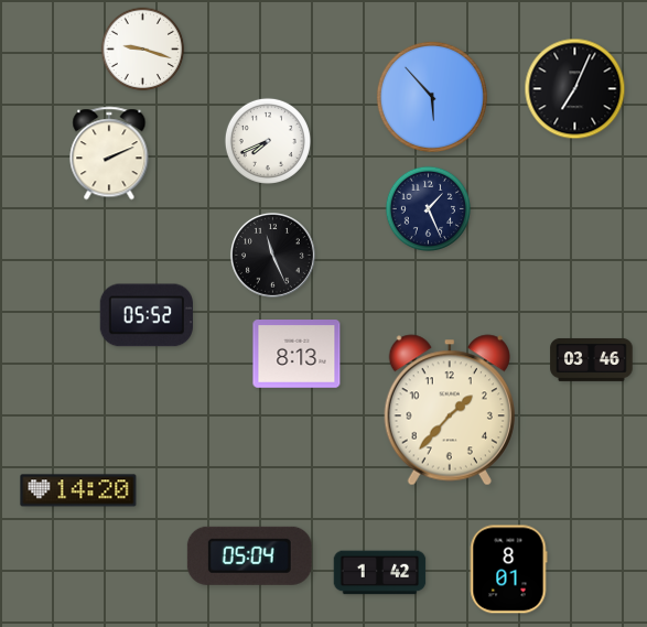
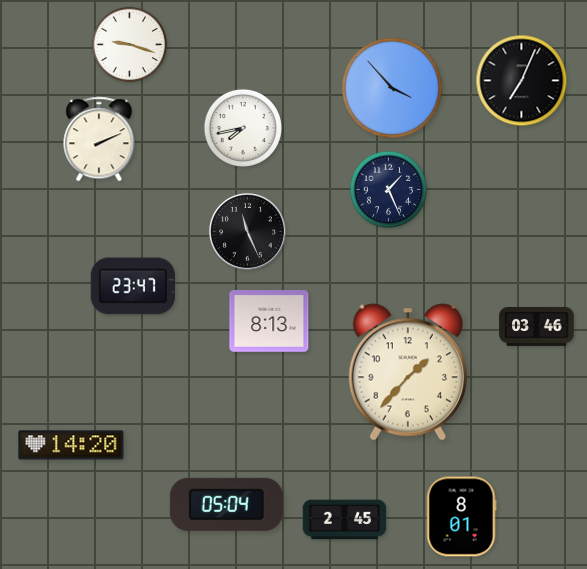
clock at (432, 97): 5:53 -> 3:53
clock at (268, 141): 7:41 -> 7:43
clock at (147, 315): 05:52 -> 23:47
clock at (380, 573): 1:42 -> 2:45
